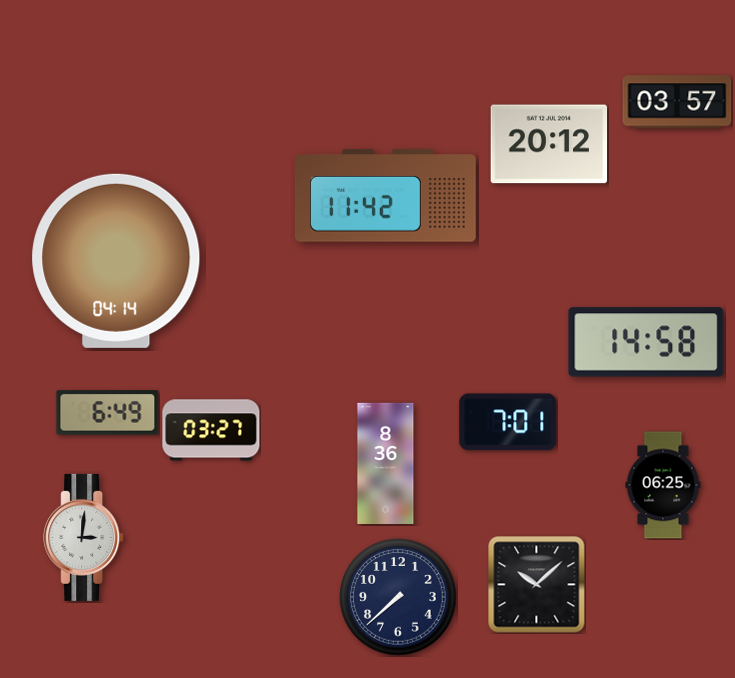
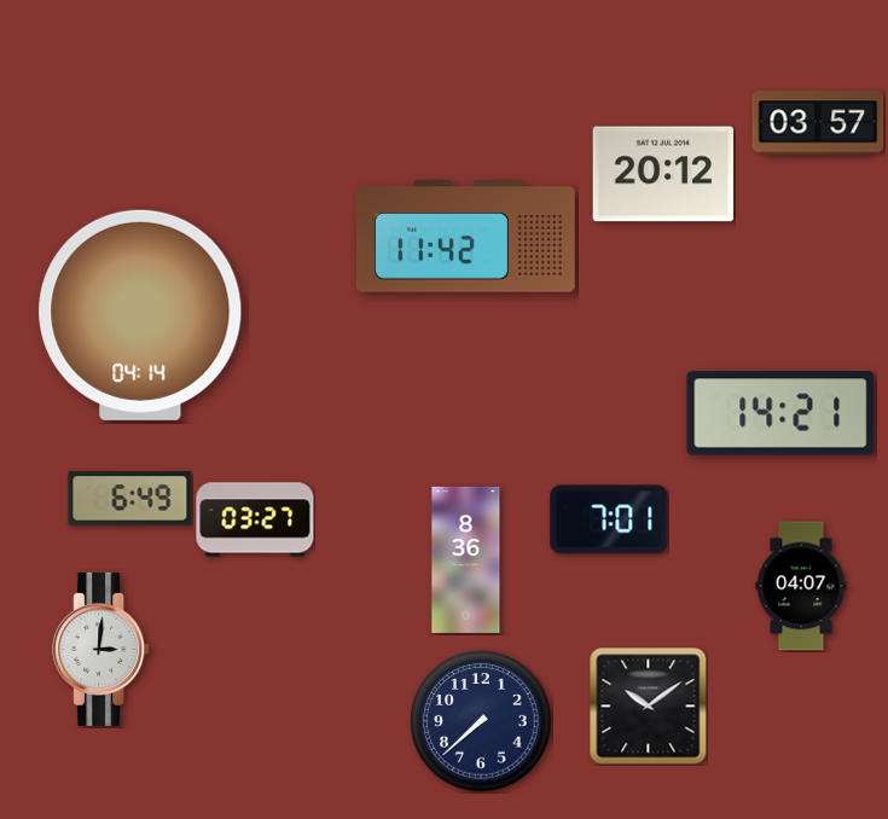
clock at (646, 342): 14:58 -> 14:21
clock at (508, 422) position: (508, 422) -> (609, 519)
clock at (663, 485): 06:25 -> 04:07
clock at (537, 585): 10:08 -> 10:09
